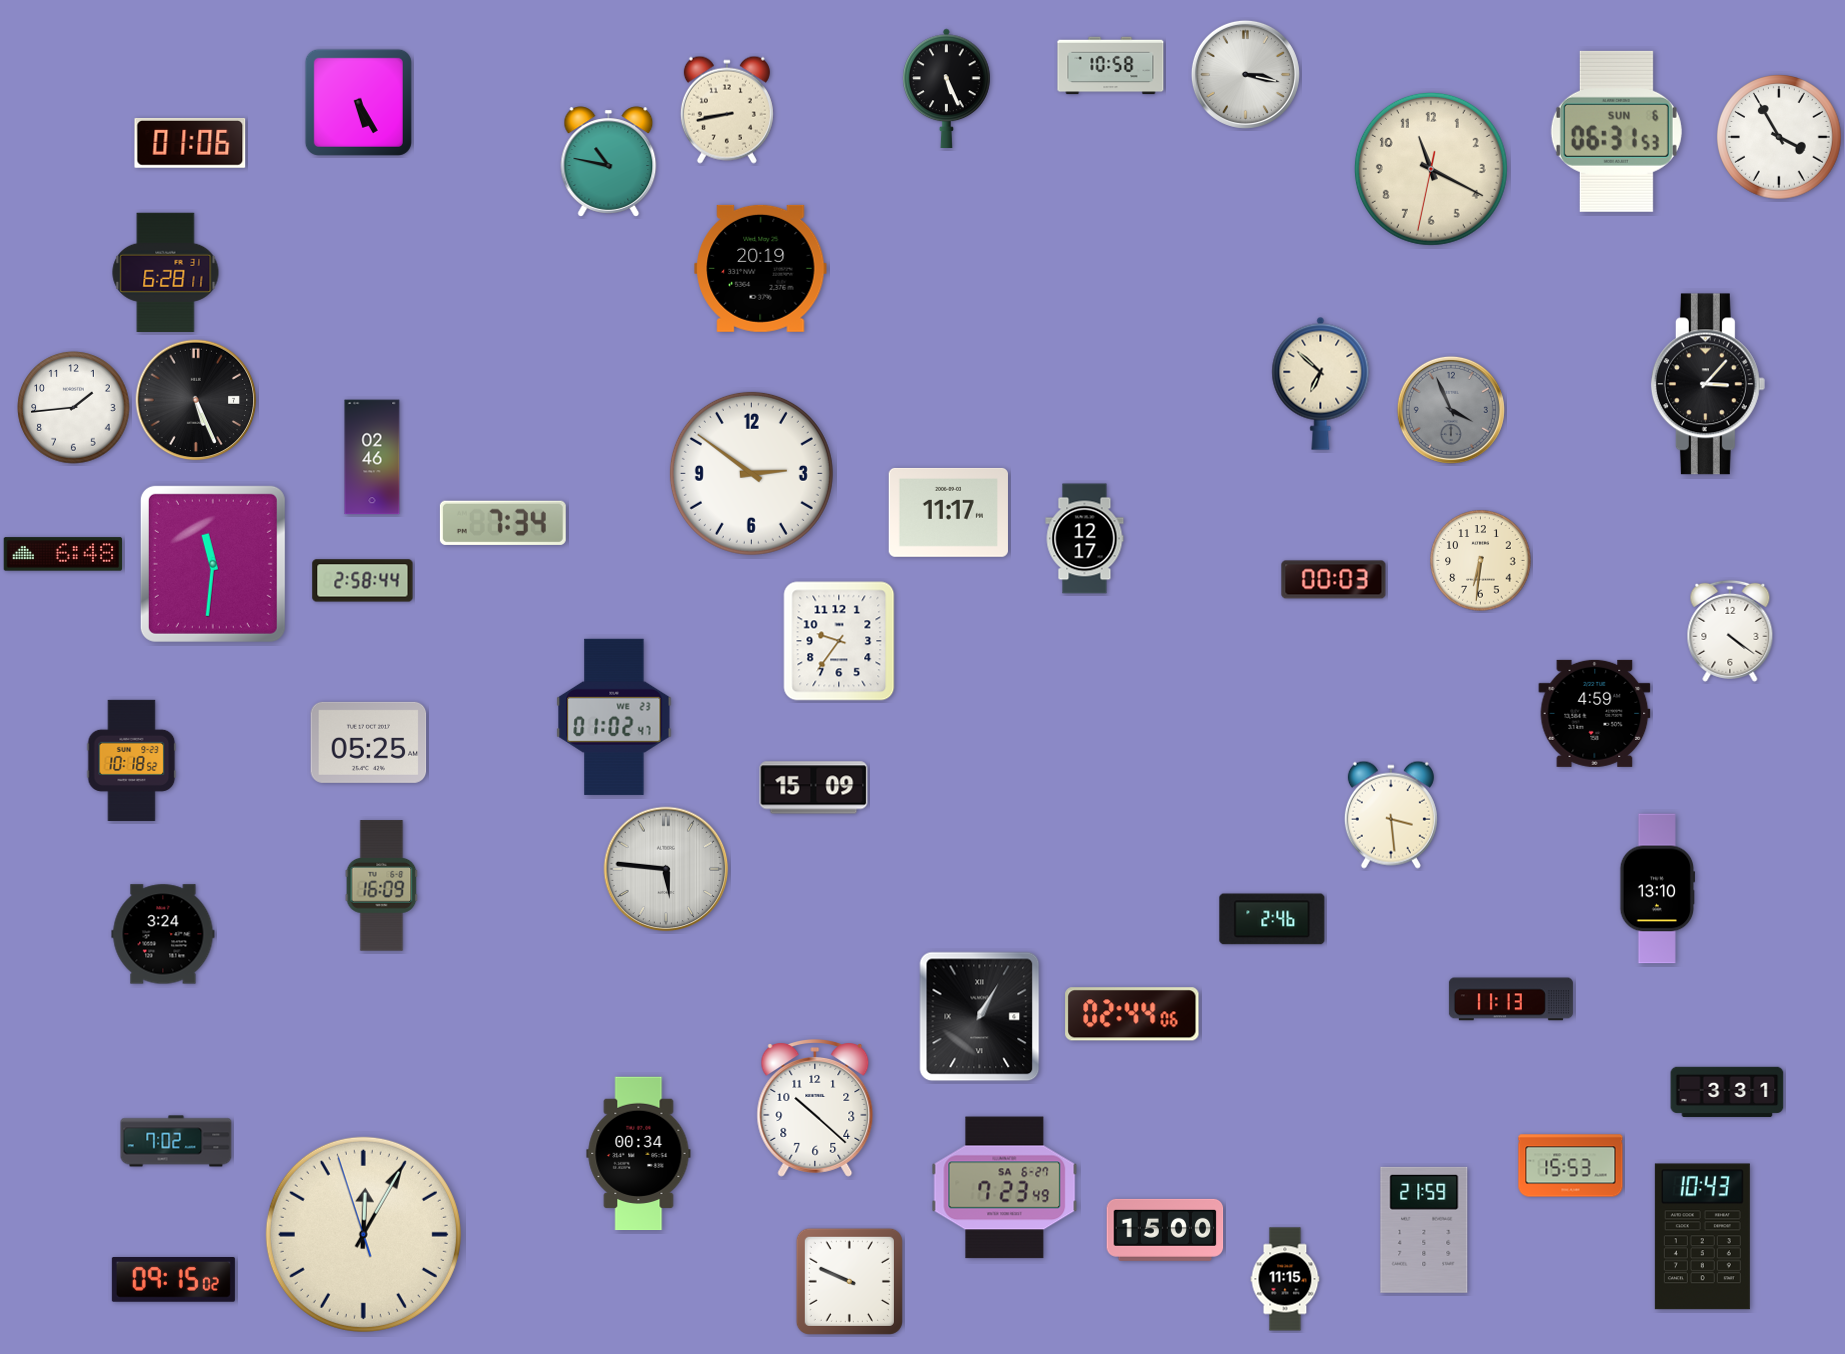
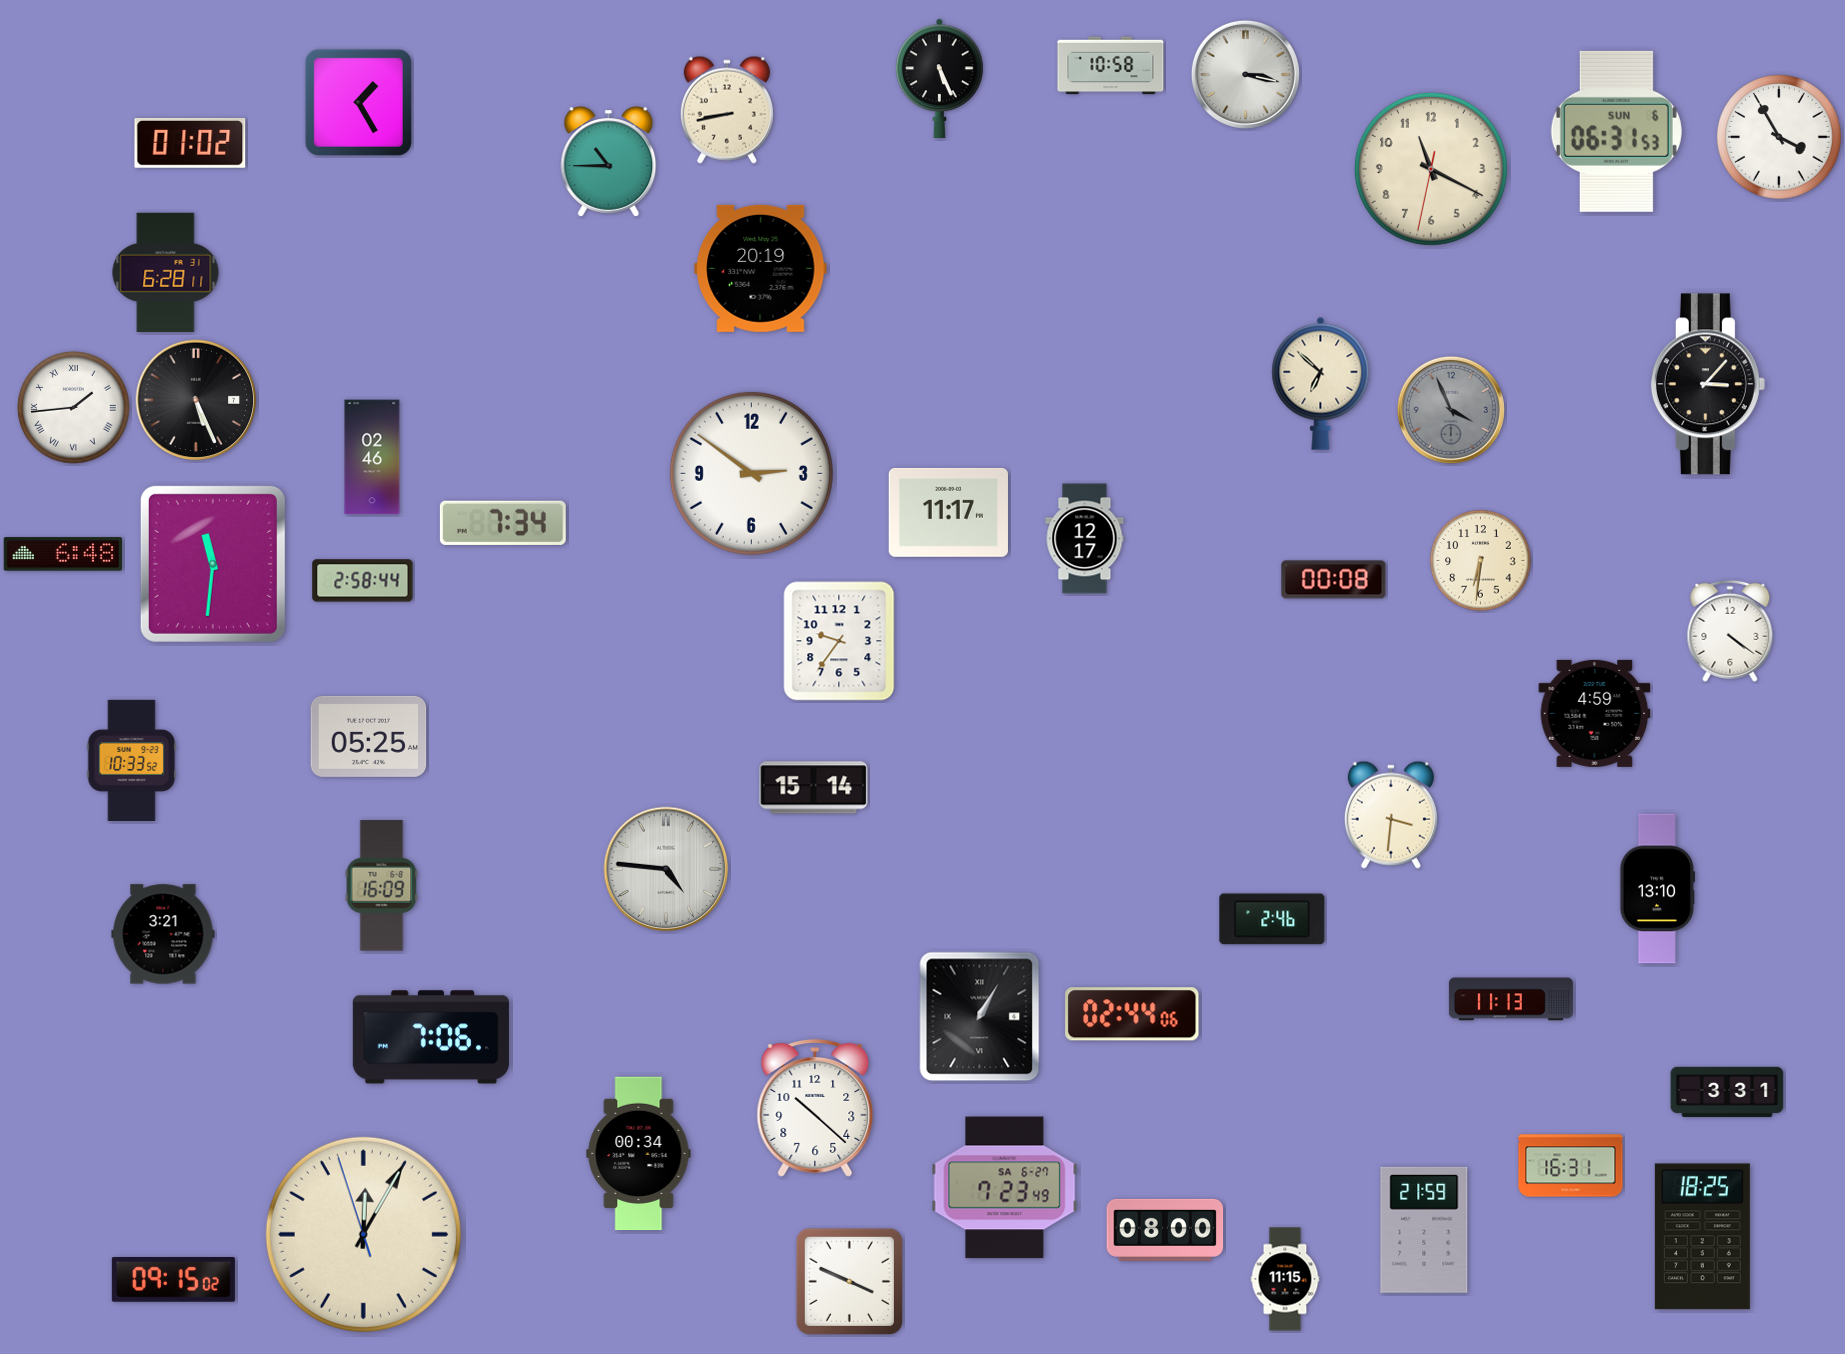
clock at (947, 88) position: (947, 88) -> (940, 78)
clock at (358, 102): 5:25 -> 1:25
clock at (190, 143): 01:06 -> 01:02
clock at (609, 162): 10:47 -> 10:45
clock at (74, 408) numerals: Arabic -> Roman
clock at (1334, 580): 00:03 -> 00:08
clock at (614, 717): 01:02 -> none
clock at (369, 742) position: (369, 742) -> (369, 736)
clock at (132, 760): 10:18 -> 10:33
clock at (814, 788): 15:09 -> 15:14
clock at (1391, 815): 3:29 -> 3:31
clock at (666, 869): 5:46 -> 4:46
clock at (163, 934): 3:24 -> 3:21
clock at (431, 1037): none -> 7:06
clock at (176, 1141): 7:02 -> none
clock at (1571, 1166): 15:53 -> 16:31
clock at (1165, 1230): 15:00 -> 08:00
clock at (1702, 1237): 10:43 -> 18:25
clock at (849, 1281): 9:49 -> 3:49
